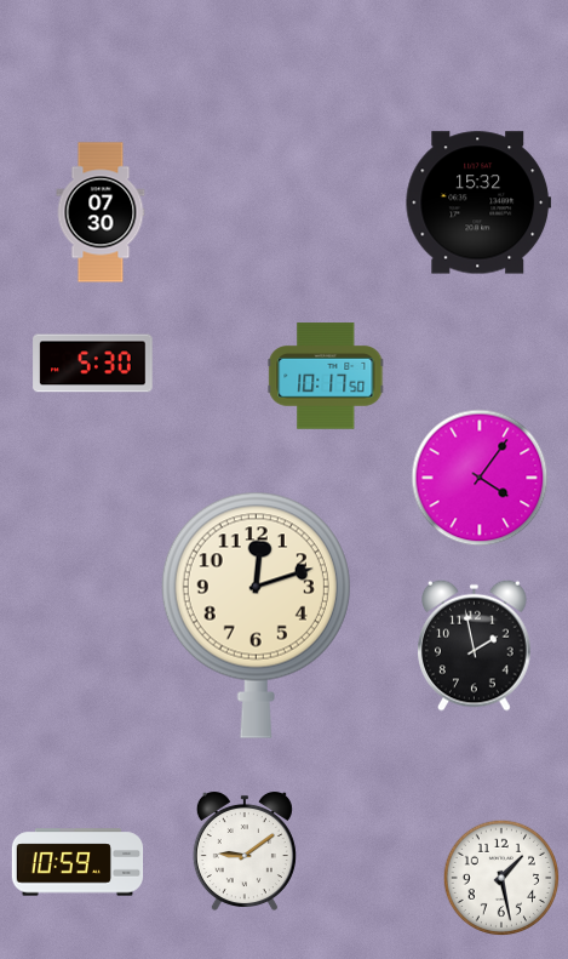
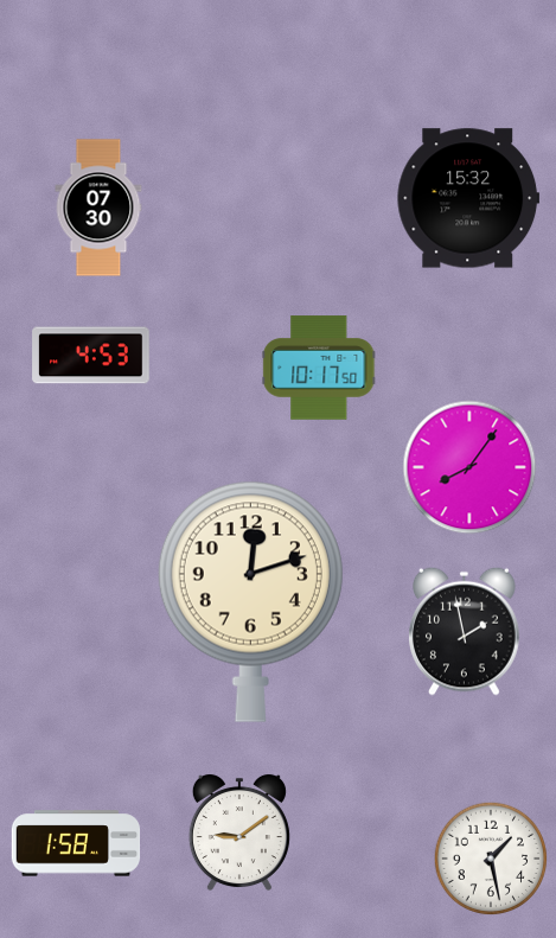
clock at (93, 364): 5:30 -> 4:53
clock at (480, 478): 4:06 -> 8:06
clock at (78, 862): 10:59 -> 1:58
